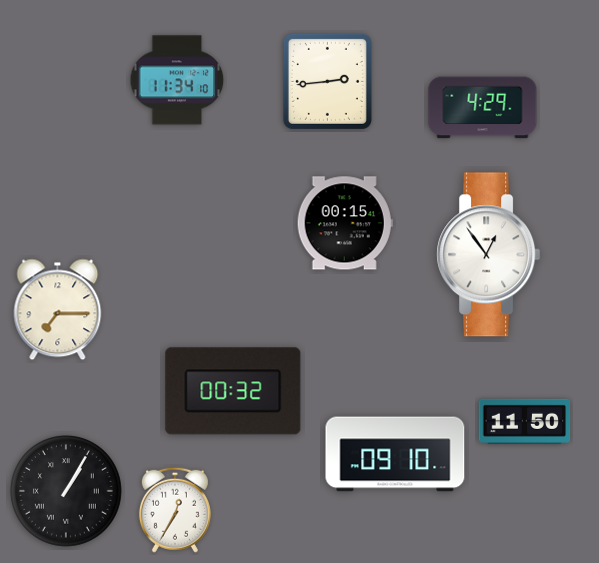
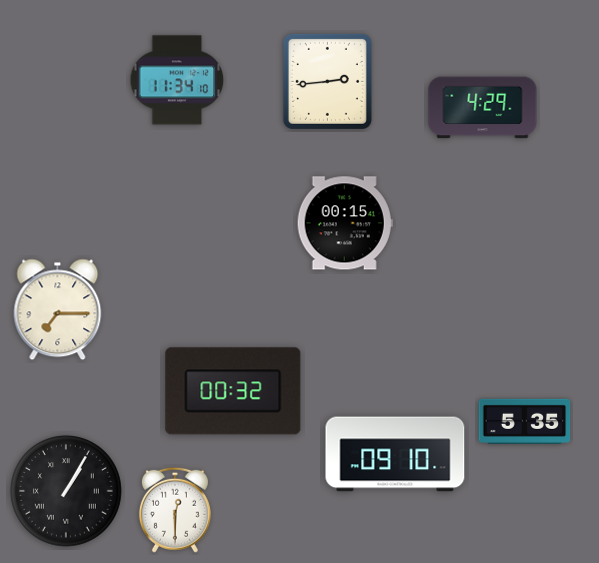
clock at (489, 255): 12:54 -> none
clock at (525, 421): 11:50 -> 5:35
clock at (175, 510): 12:35 -> 12:30
